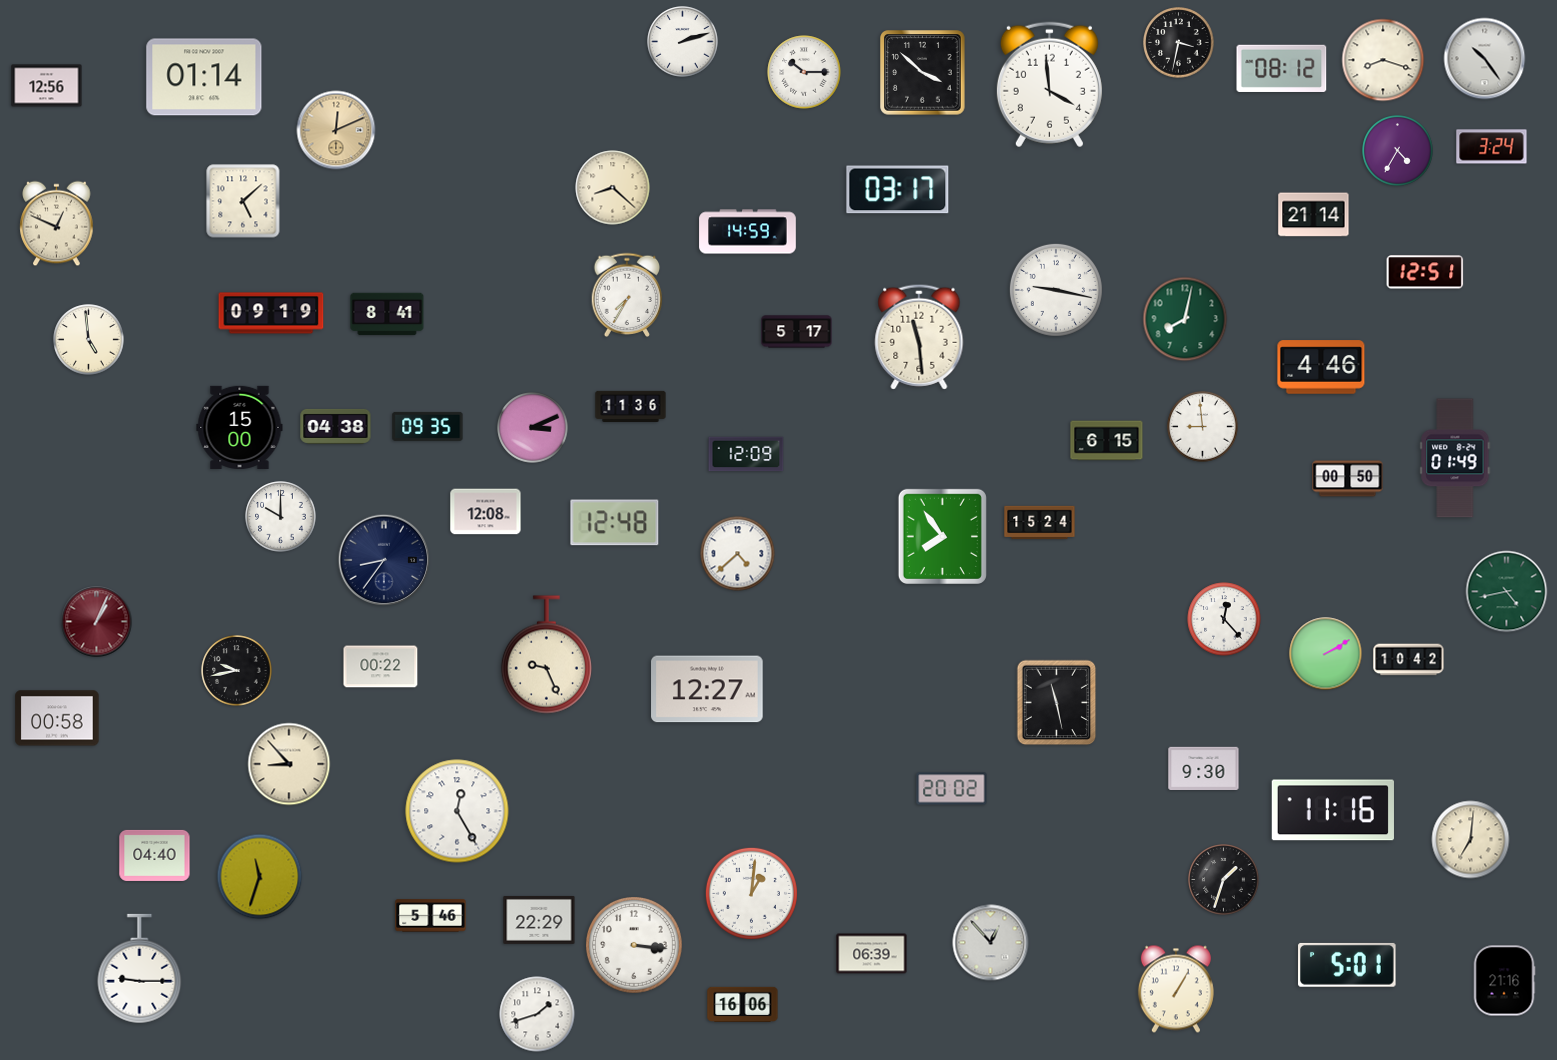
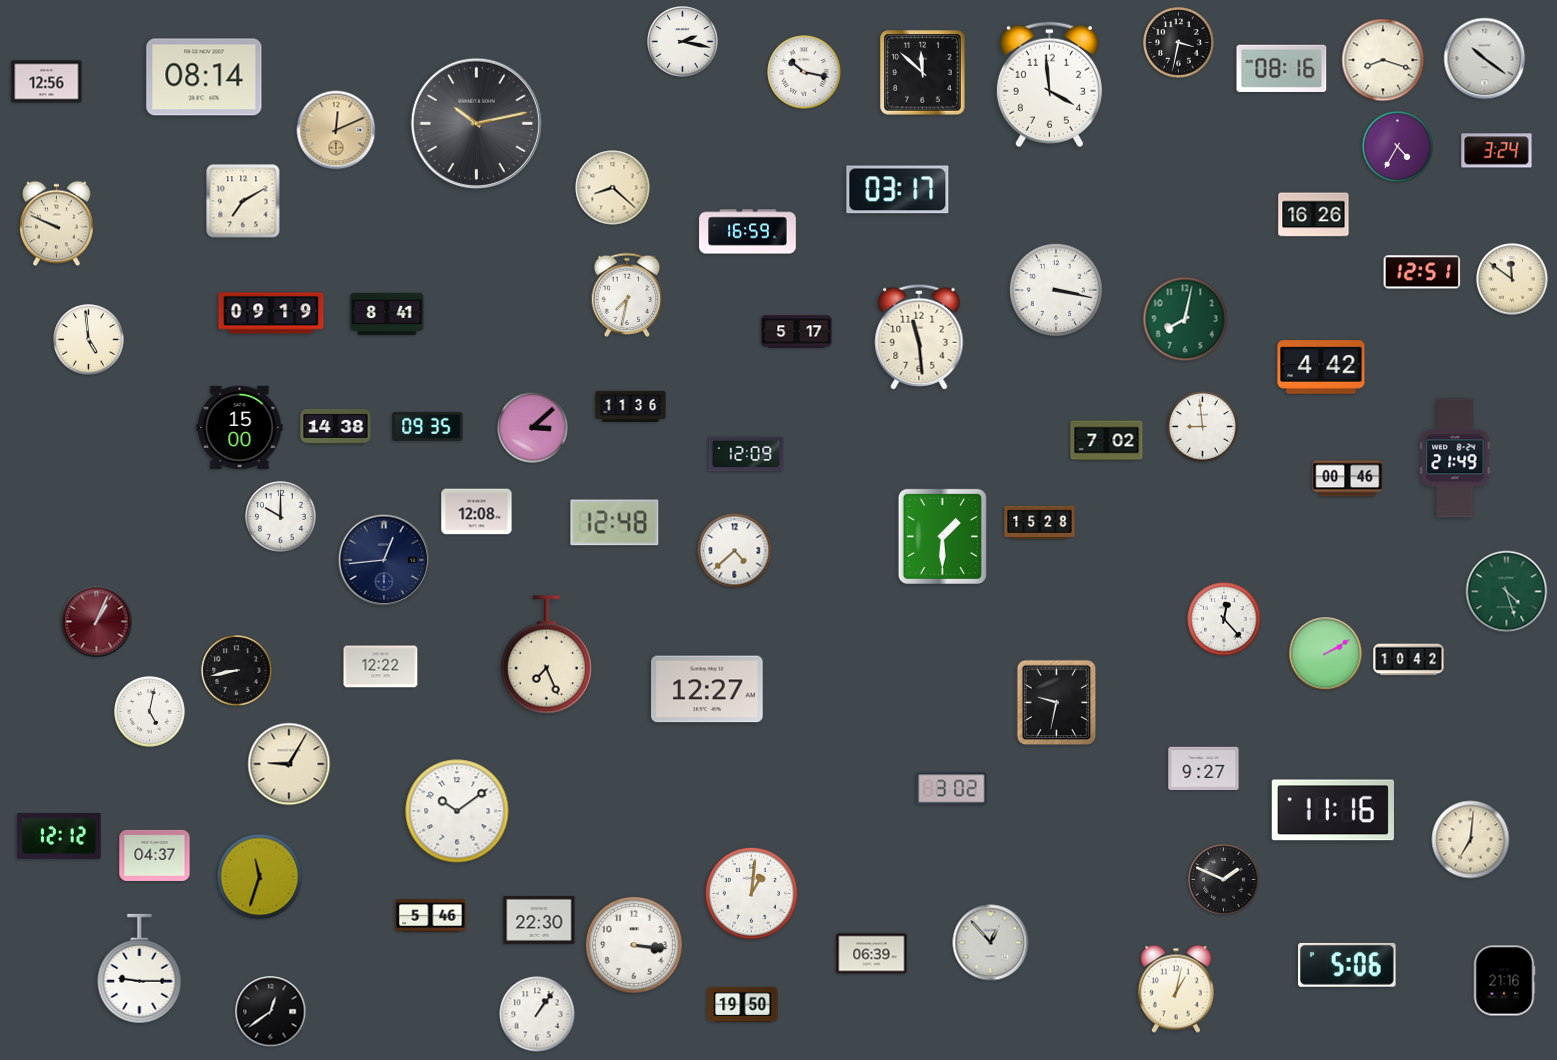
clock at (683, 42): 2:12 -> 2:17
clock at (1485, 59): 10:24 -> 10:21
clock at (1282, 68): 08:12 -> 08:16
clock at (804, 72): 10:15 -> 10:17
clock at (923, 73): 3:52 -> 11:52
clock at (204, 77): 01:14 -> 08:14
clock at (47, 86) position: (47, 86) -> (47, 82)
clock at (476, 123): none -> 10:13
clock at (1492, 147) position: (1492, 147) -> (1497, 151)
clock at (1398, 151) position: (1398, 151) -> (1398, 147)
clock at (243, 201): 5:08 -> 7:10
clock at (1314, 215): 21:14 -> 16:26
clock at (57, 224): 12:49 -> 9:49
clock at (748, 232): 14:59 -> 16:59
clock at (1425, 272) position: (1425, 272) -> (1422, 272)
clock at (1512, 279): none -> 11:51
clock at (1056, 290): 9:17 -> 3:17
clock at (627, 294): 7:35 -> 7:32
clock at (1321, 367): 4:46 -> 4:42
clock at (336, 426): 04:38 -> 14:38
clock at (533, 428): 3:11 -> 3:08
clock at (1107, 441): 6:15 -> 7:02
clock at (1455, 458): 01:49 -> 21:49
clock at (1348, 479): 00:50 -> 00:46
clock at (486, 512) position: (486, 512) -> (477, 512)
clock at (1040, 523): 15:24 -> 15:28
clock at (942, 536): 7:54 -> 1:30
clock at (738, 554) position: (738, 554) -> (735, 551)
clock at (384, 560): 8:36 -> 12:44
clock at (1507, 592): 4:43 -> 4:27
clock at (546, 655): 9:26 -> 7:26
clock at (381, 667): 00:22 -> 12:22
clock at (237, 671): 9:43 -> 8:43
clock at (1057, 703): 11:28 -> 9:32
clock at (150, 712): none -> 5:02
clock at (57, 718): 00:58 -> none
clock at (289, 764): 8:53 -> 9:05
clock at (1204, 768): 9:30 -> 9:27
clock at (952, 789): 20:02 -> 3:02
clock at (457, 811): 12:25 -> 10:09
clock at (59, 837): none -> 12:12
clock at (155, 855): 04:40 -> 04:37
clock at (1224, 880): 1:33 -> 1:49
clock at (539, 920): 22:29 -> 22:30
clock at (1347, 965): 5:01 -> 5:06
clock at (1176, 989): 1:05 -> 1:02
clock at (743, 1004): 16:06 -> 19:50
clock at (271, 1012): none -> 12:39
clock at (537, 1014): 1:42 -> 1:06
